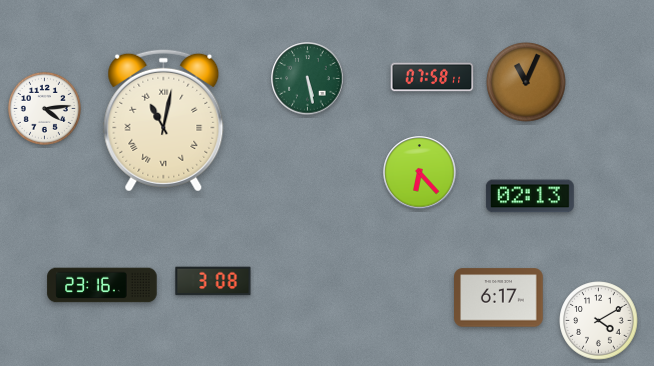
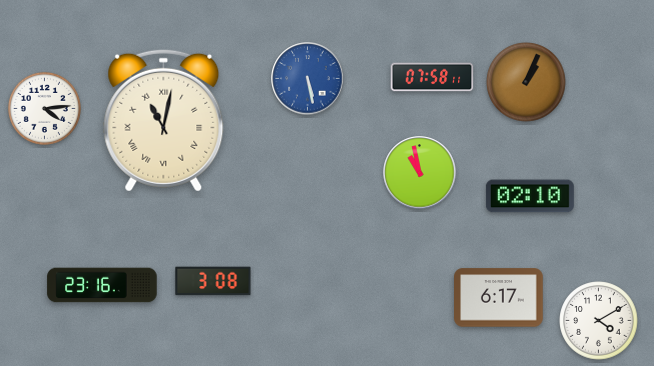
clock at (308, 79) dial: green -> blue
clock at (526, 82): 11:04 -> 1:04
clock at (420, 173): 6:23 -> 10:58
clock at (530, 196): 02:13 -> 02:10
